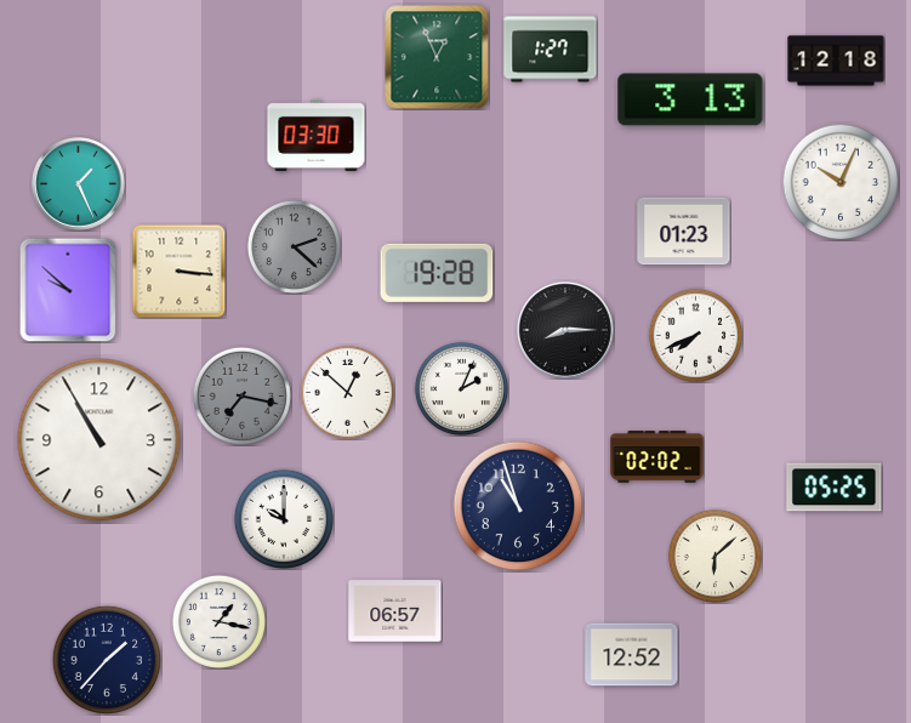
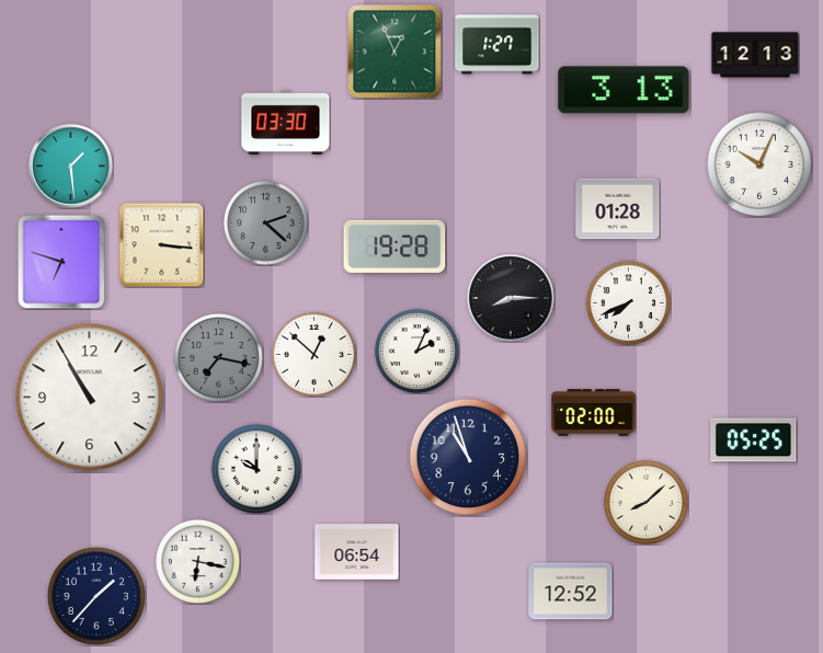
clock at (836, 61): 12:18 -> 12:13
clock at (79, 184): 1:26 -> 1:29
clock at (684, 232): 01:23 -> 01:28
clock at (68, 290): 9:52 -> 6:48
clock at (657, 457): 02:02 -> 02:00
clock at (714, 556): 6:08 -> 8:08
clock at (395, 611): 06:57 -> 06:54
clock at (218, 621): 1:17 -> 6:17
